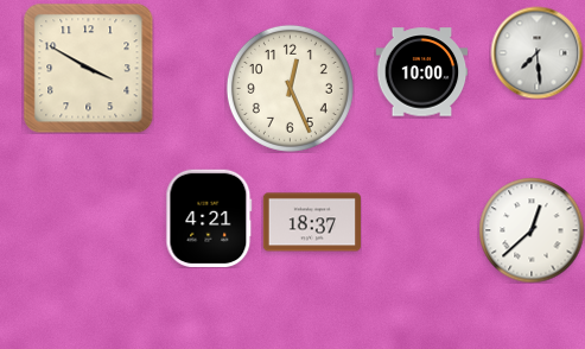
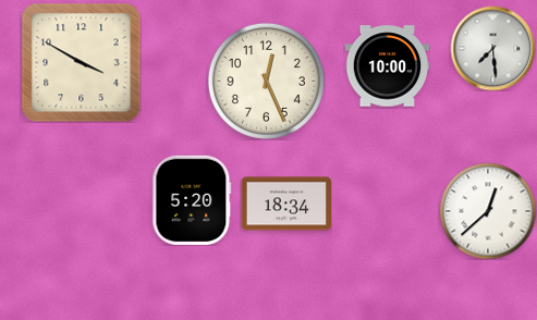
clock at (209, 218): 4:21 -> 5:20
clock at (311, 222): 18:37 -> 18:34
